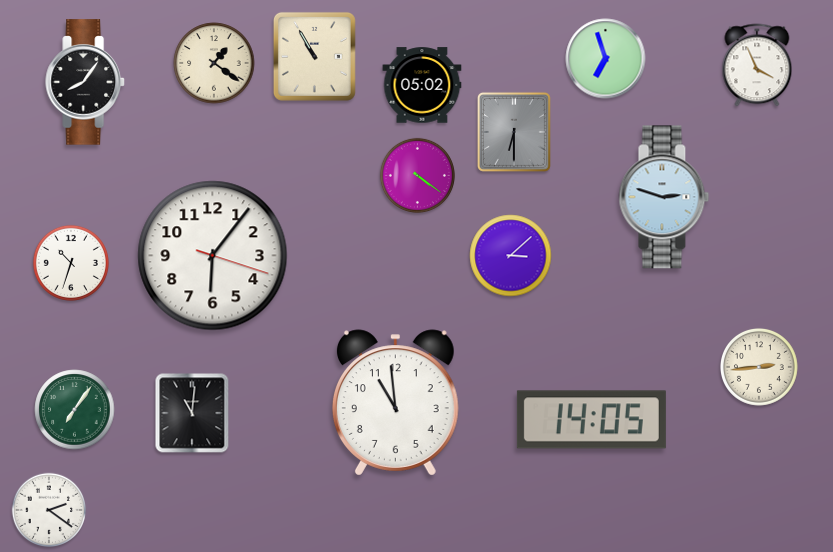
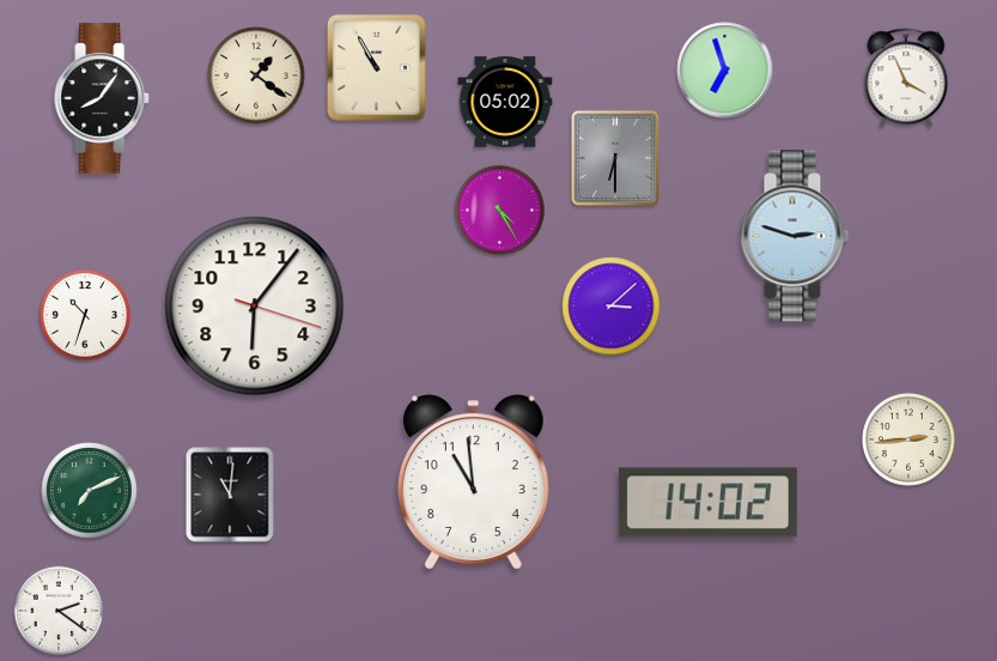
clock at (417, 175): 4:21 -> 4:25
clock at (75, 410): 7:06 -> 7:11
clock at (591, 420): 14:05 -> 14:02
